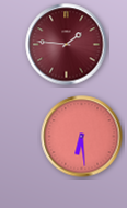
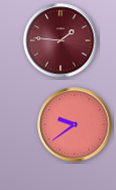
clock at (82, 137): 6:29 -> 9:39
